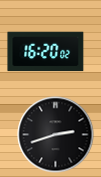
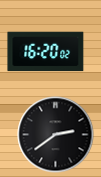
clock at (56, 135): 2:42 -> 2:39
